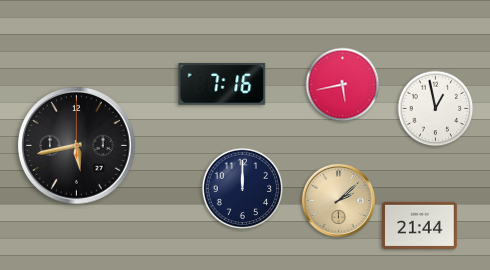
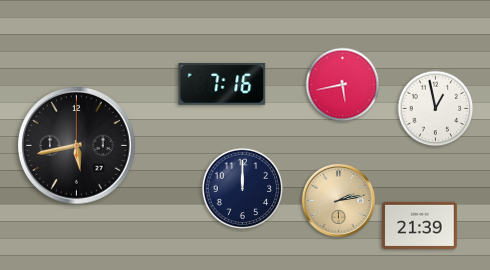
clock at (338, 200): 2:08 -> 2:13
clock at (420, 225): 21:44 -> 21:39
